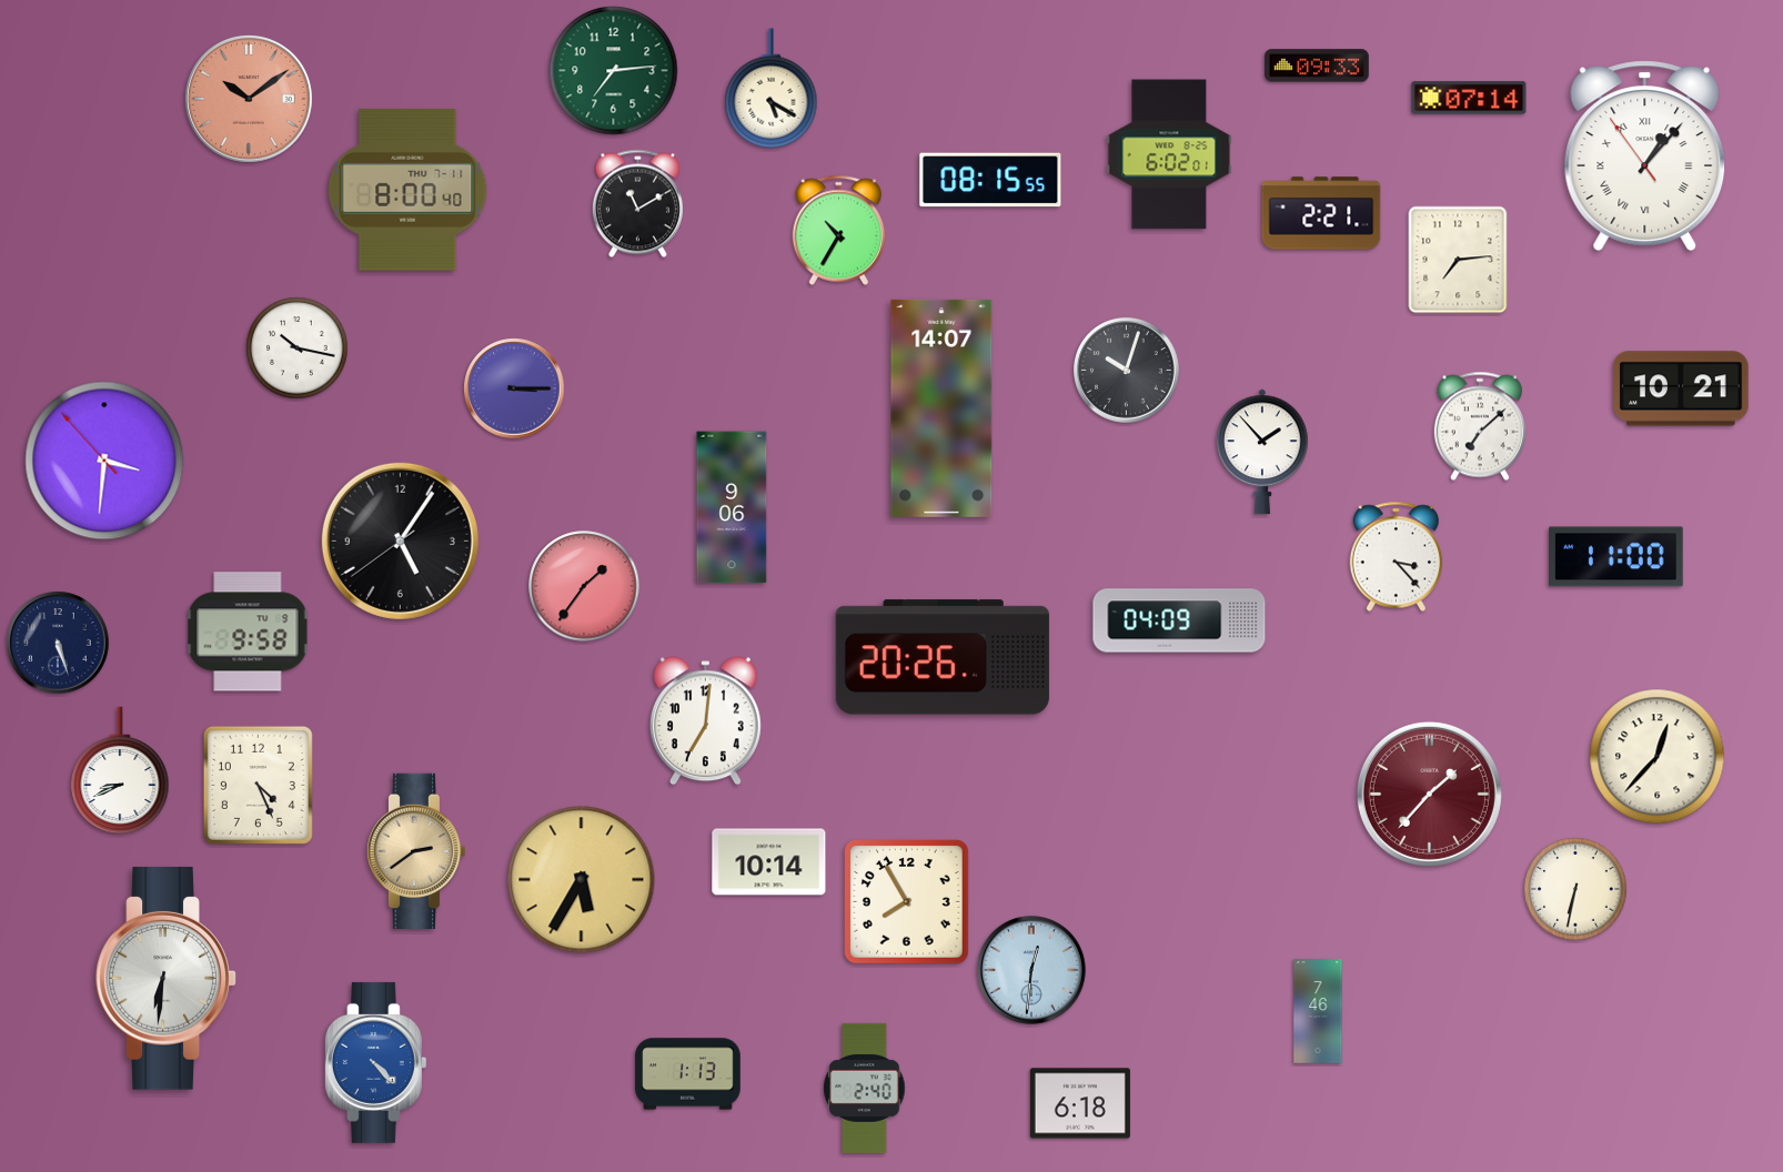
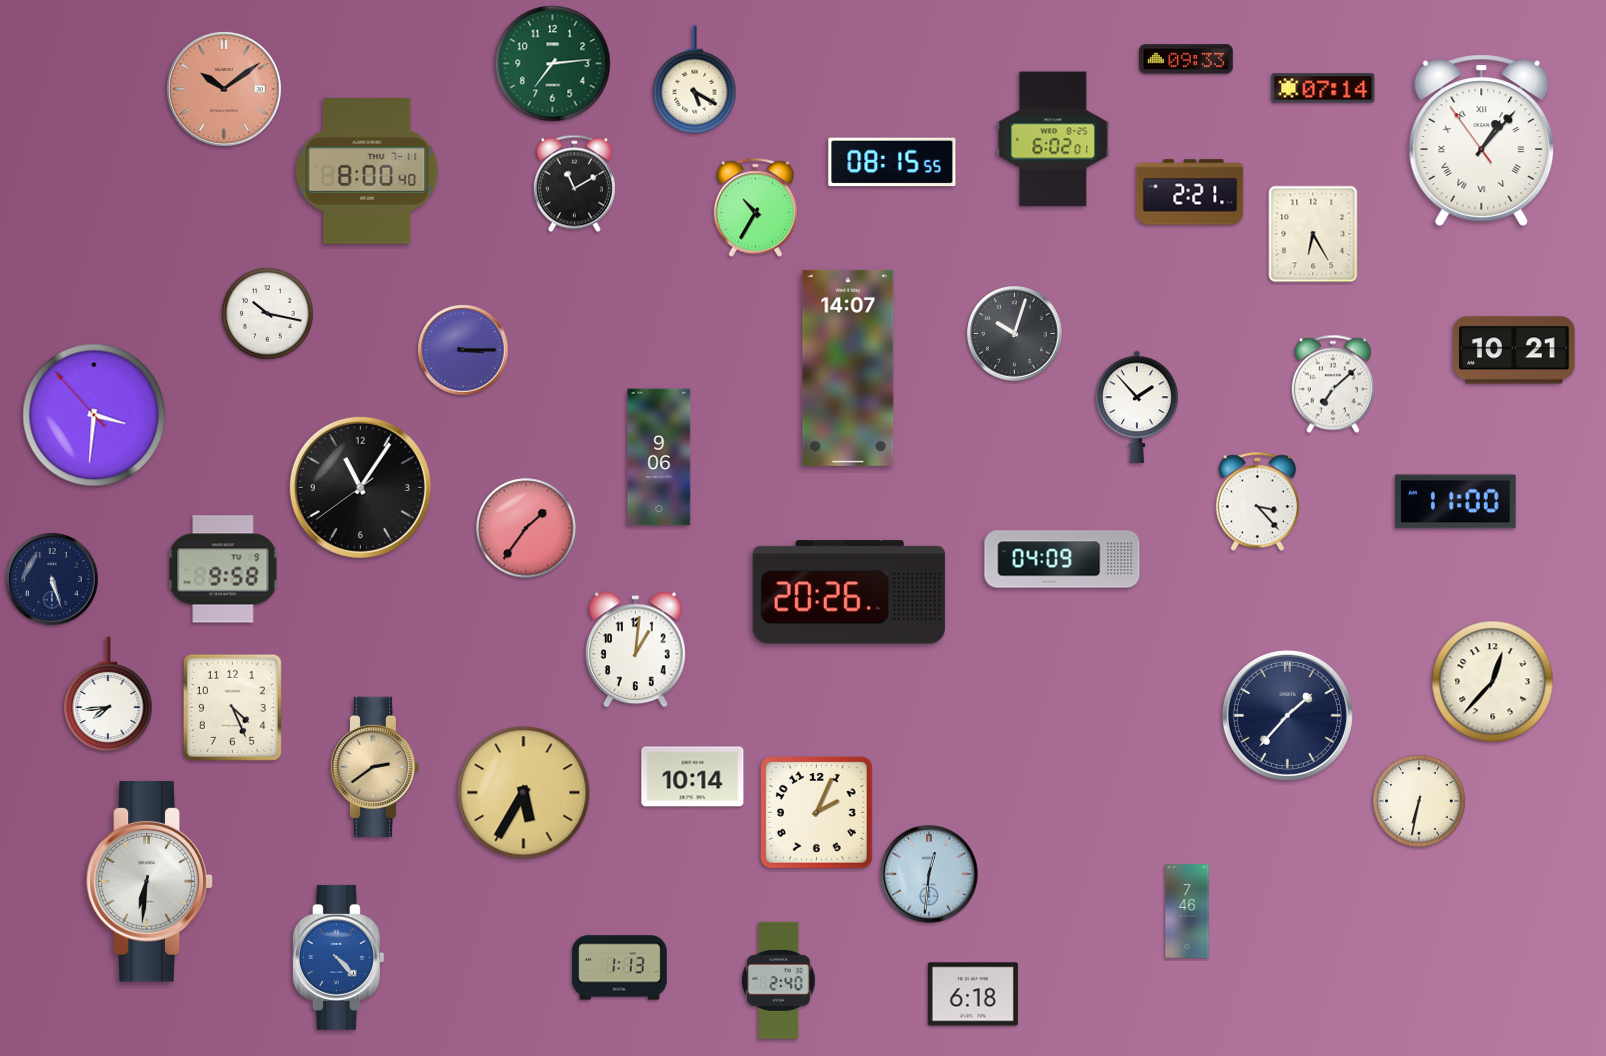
clock at (1458, 260): 7:14 -> 6:25
clock at (400, 540): 5:05 -> 11:05
clock at (705, 721): 7:01 -> 1:01
clock at (120, 770): 8:41 -> 7:44
clock at (1429, 794) dial: burgundy -> navy
clock at (907, 902): 7:55 -> 2:04
